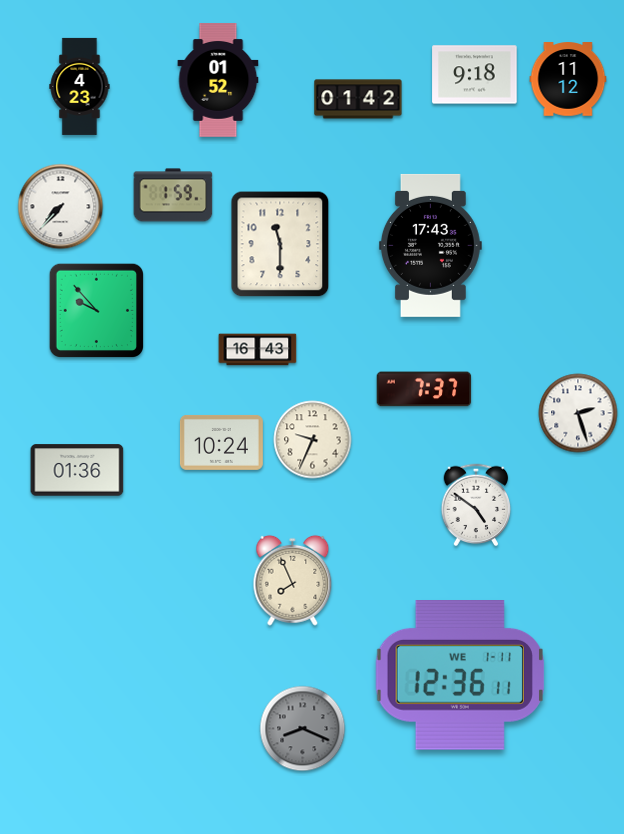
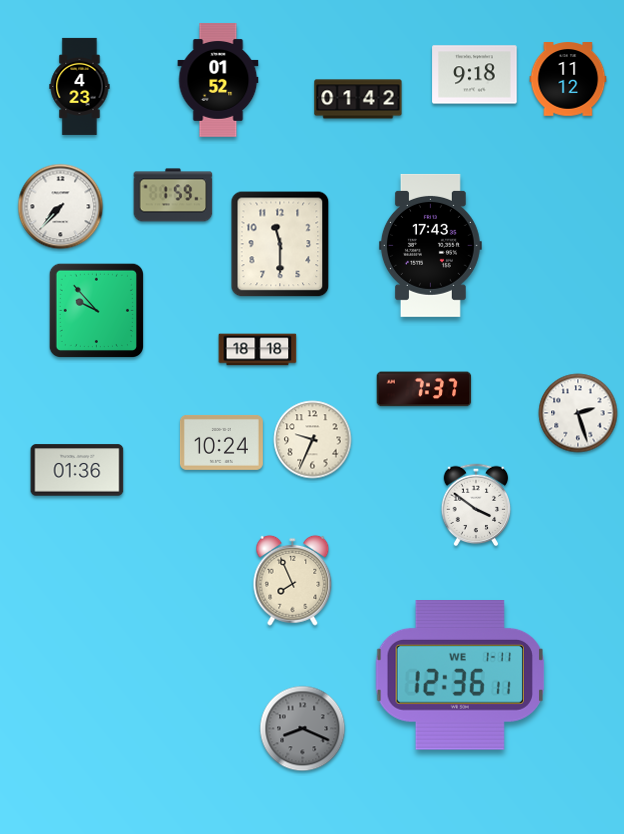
clock at (258, 350): 16:43 -> 18:18
clock at (476, 505): 4:51 -> 3:51
